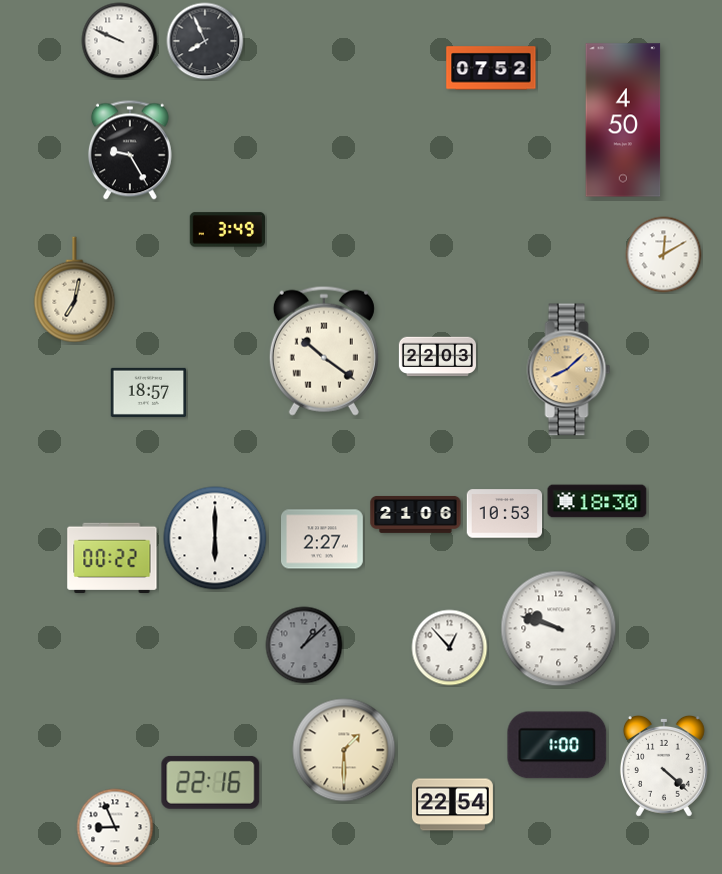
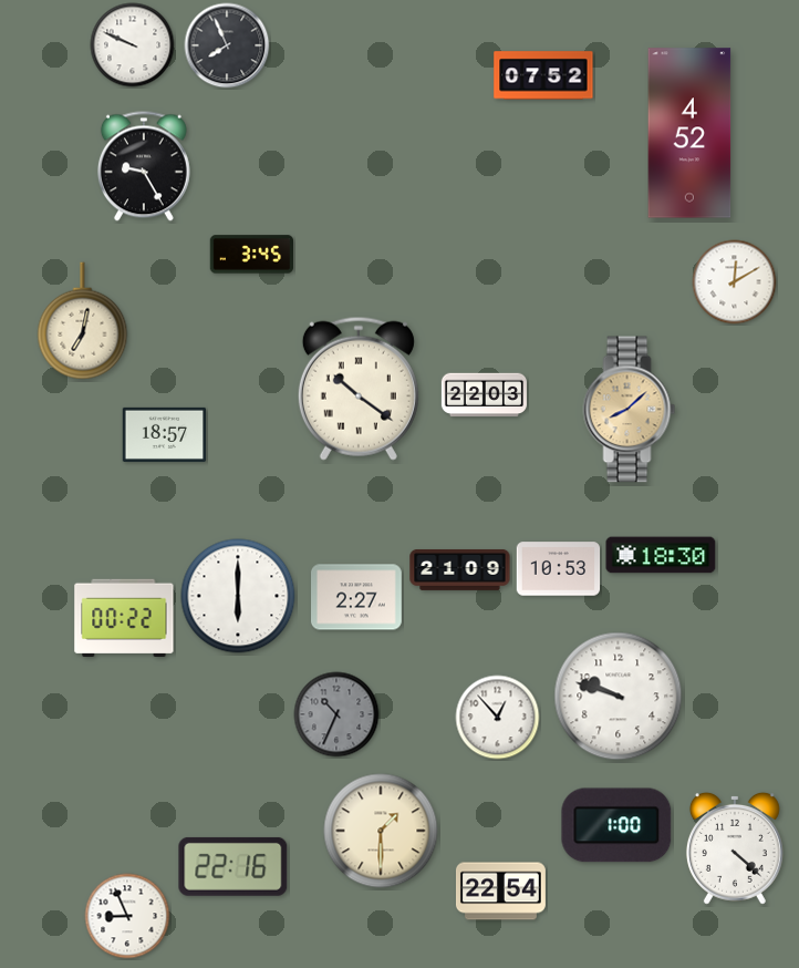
clock at (623, 120): 4:50 -> 4:52
clock at (227, 230): 3:49 -> 3:45
clock at (416, 514): 21:06 -> 21:09
clock at (304, 645): 1:08 -> 10:34
